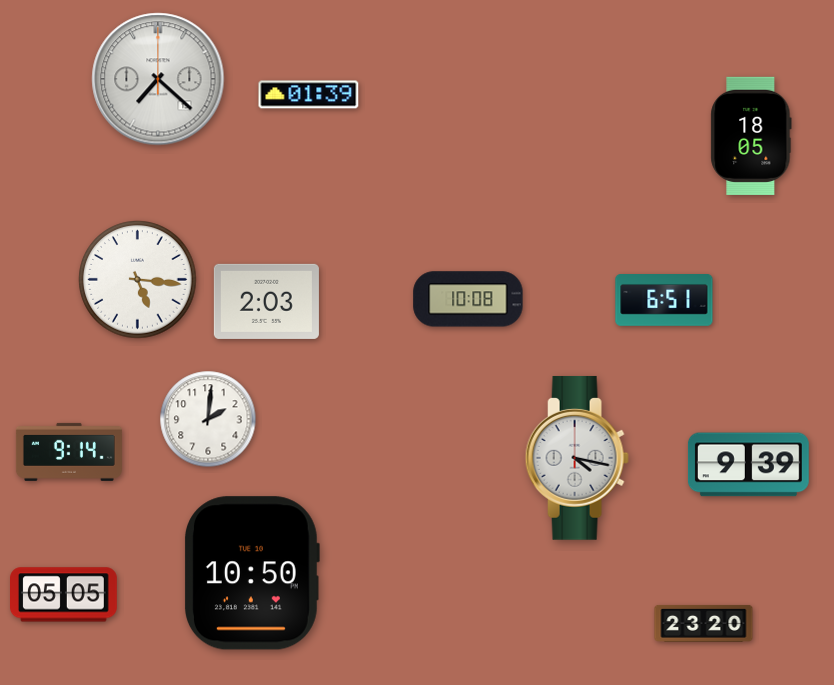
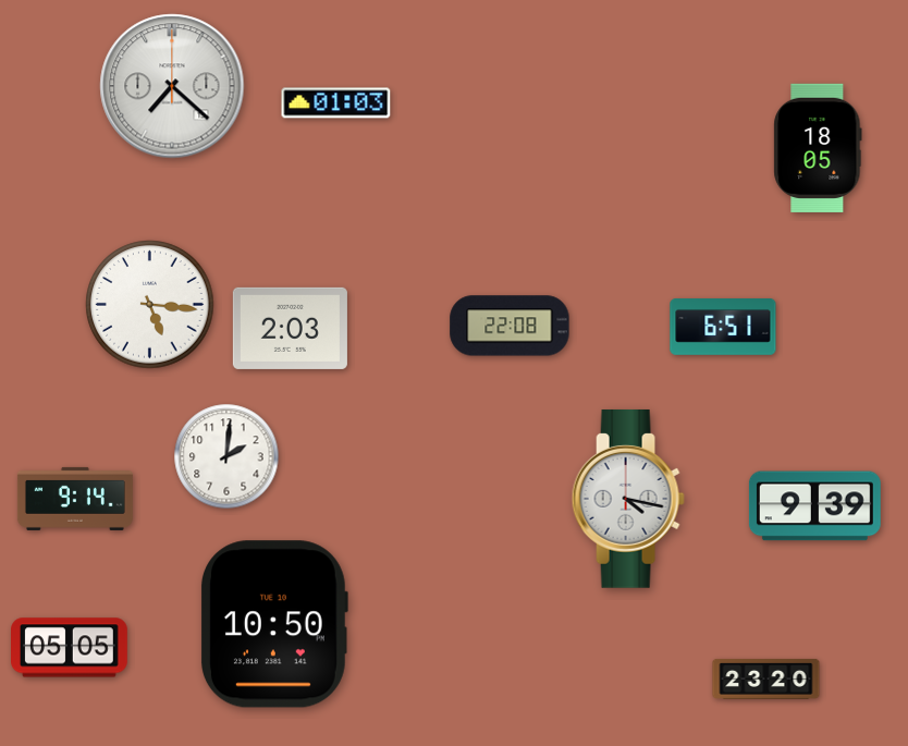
clock at (309, 95): 01:39 -> 01:03
clock at (468, 299): 10:08 -> 22:08
clock at (69, 452) position: (69, 452) -> (75, 499)
